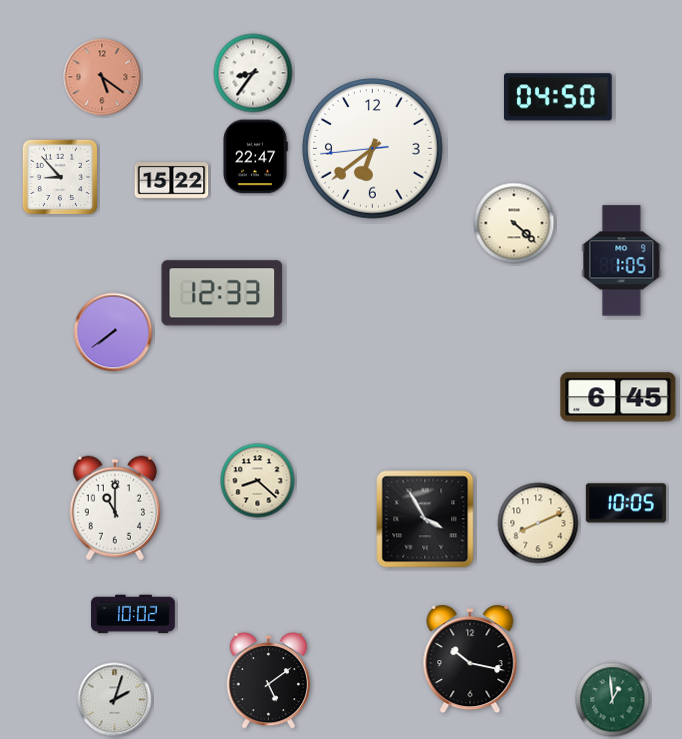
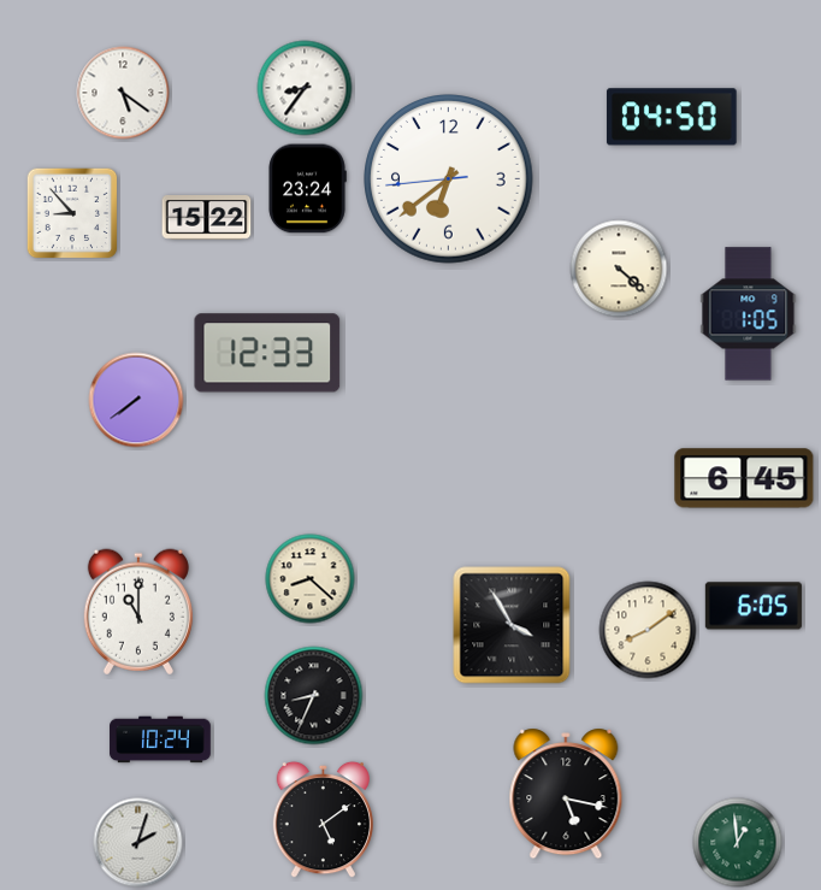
clock at (102, 77) dial: salmon -> white
clock at (255, 157): 22:47 -> 23:24
clock at (626, 503): 10:05 -> 6:05
clock at (538, 523): 8:11 -> 8:09
clock at (314, 696): none -> 8:34
clock at (133, 614): 10:02 -> 10:24
clock at (470, 659): 10:17 -> 5:17
